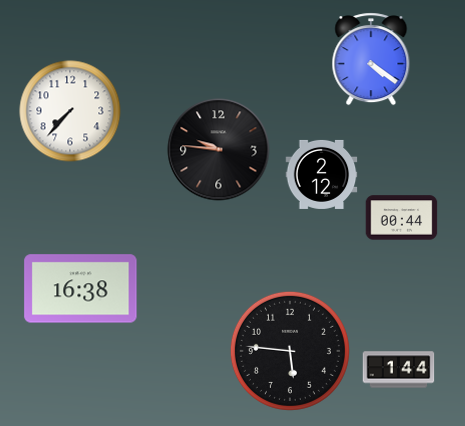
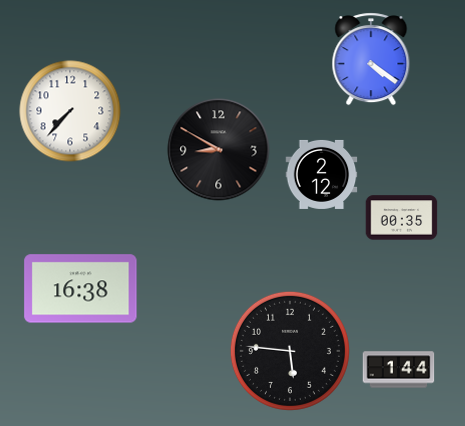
clock at (219, 150): 9:46 -> 8:50
clock at (402, 218): 00:44 -> 00:35
